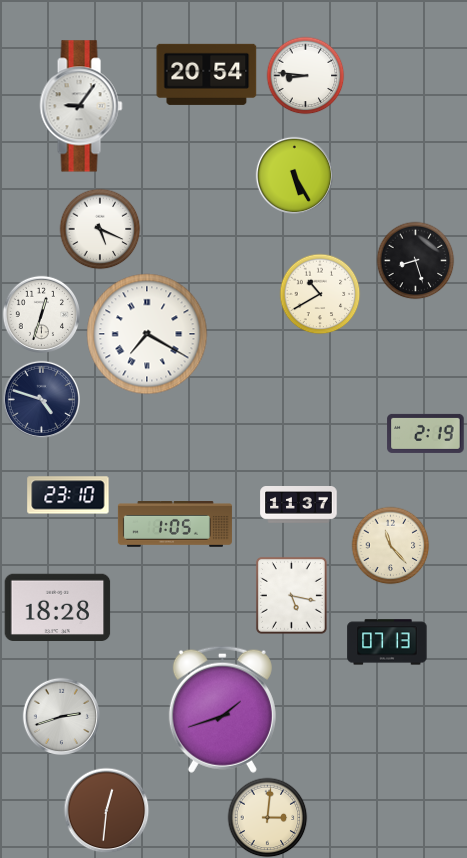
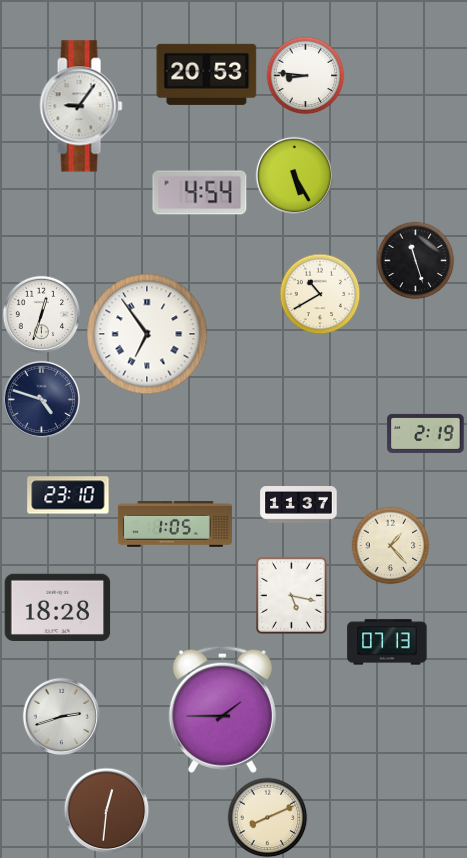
clock at (207, 74): 20:54 -> 20:53
clock at (200, 193): none -> 4:54
clock at (100, 229): 5:19 -> none
clock at (415, 260): 8:27 -> 11:27
clock at (147, 334): 7:20 -> 6:54
clock at (390, 545): 11:23 -> 1:23
clock at (222, 709): 1:42 -> 1:45
clock at (267, 817): 3:01 -> 8:11
